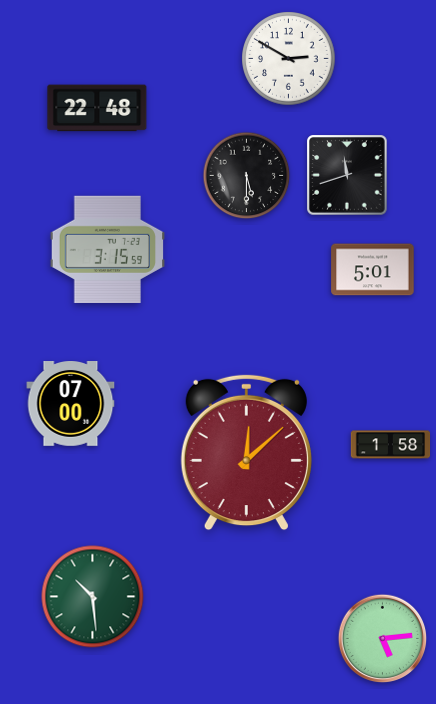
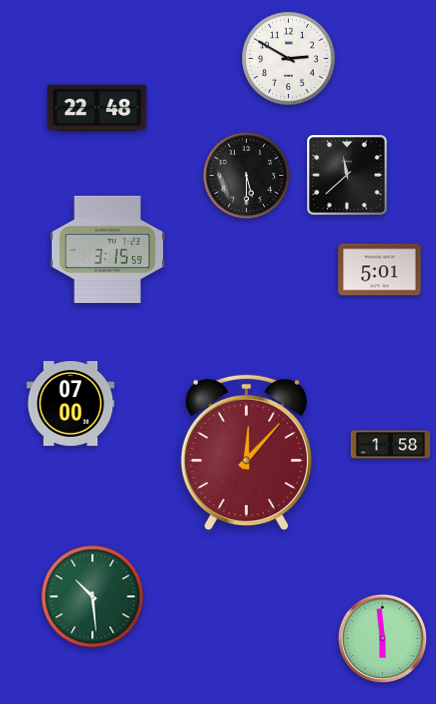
clock at (347, 175): 11:42 -> 11:38
clock at (373, 270) position: (373, 270) -> (380, 270)
clock at (246, 453): 12:08 -> 12:07
clock at (383, 639): 5:14 -> 5:59
